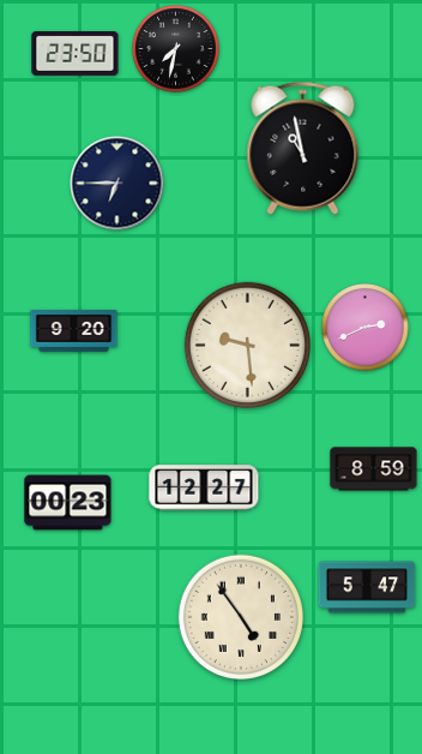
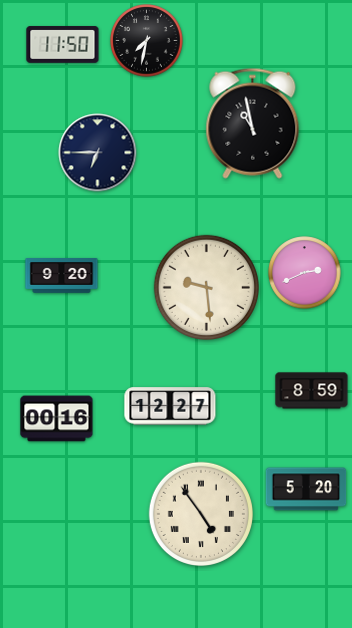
clock at (76, 54): 23:50 -> 11:50
clock at (68, 503): 00:23 -> 00:16
clock at (367, 587): 5:47 -> 5:20
